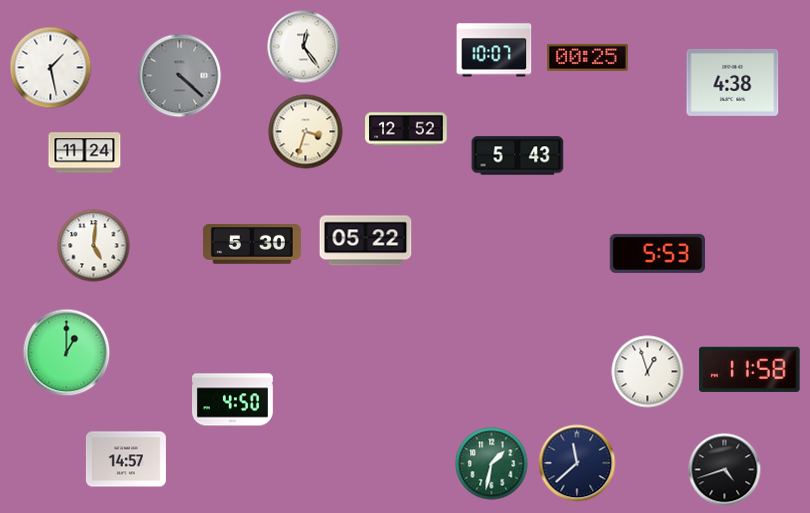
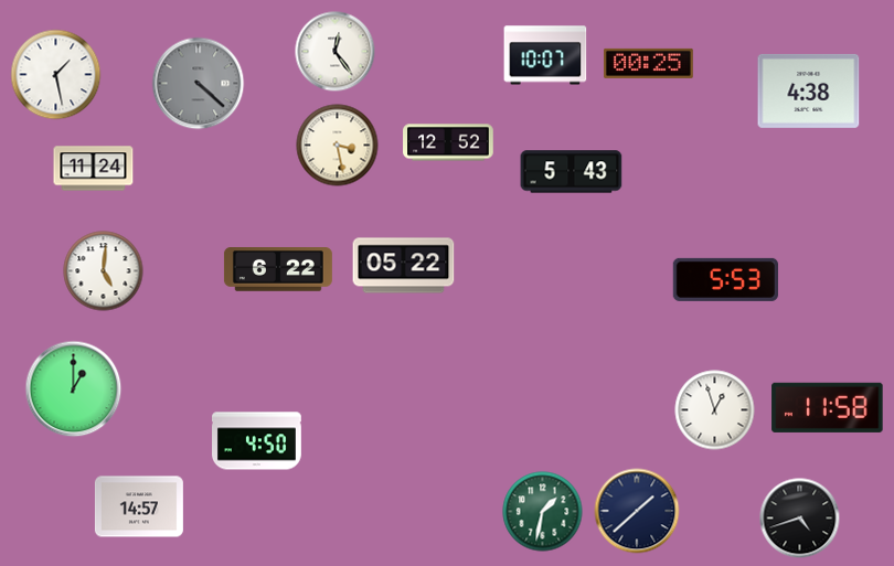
clock at (306, 132): 3:33 -> 3:28
clock at (252, 245): 5:30 -> 6:22
clock at (577, 463): 11:38 -> 1:38
